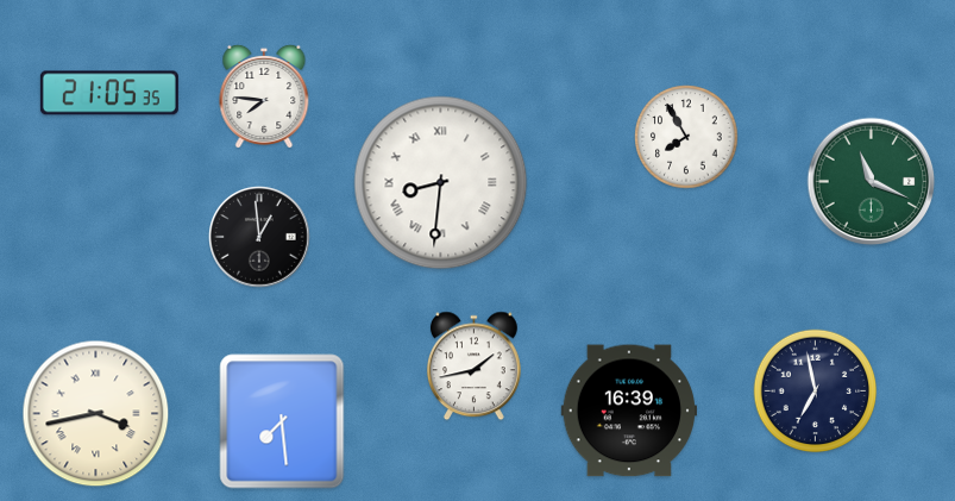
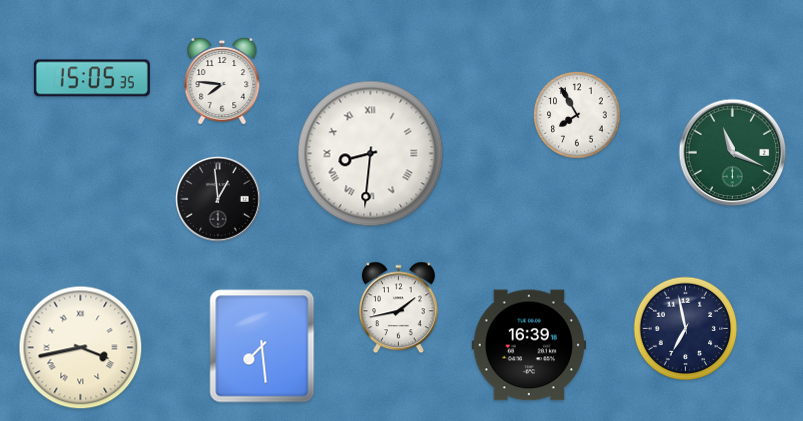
clock at (109, 93): 21:05 -> 15:05
clock at (282, 421) position: (282, 421) -> (262, 346)
